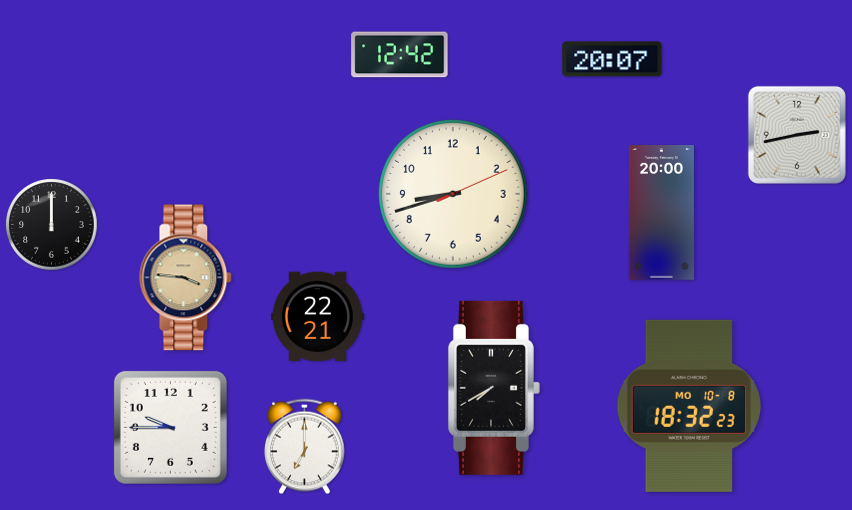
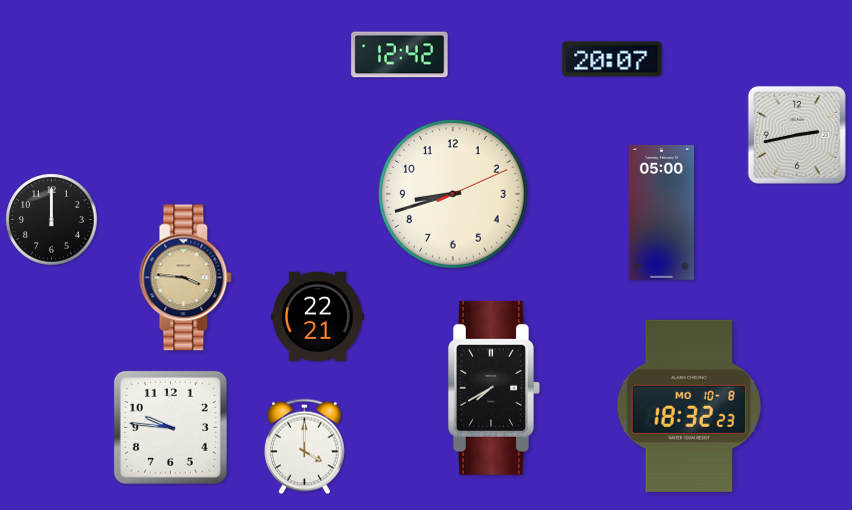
clock at (661, 213): 20:00 -> 05:00
clock at (52, 225) position: (52, 225) -> (52, 220)
clock at (170, 427): 9:45 -> 9:46
clock at (305, 447): 7:00 -> 4:00
